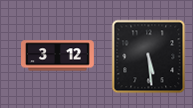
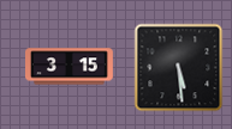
clock at (58, 56): 3:12 -> 3:15
